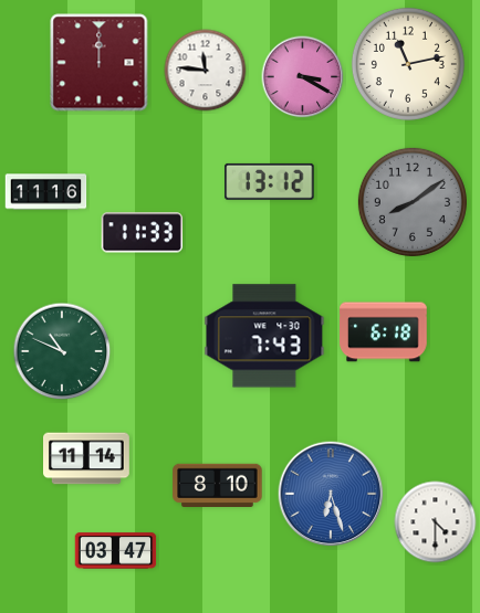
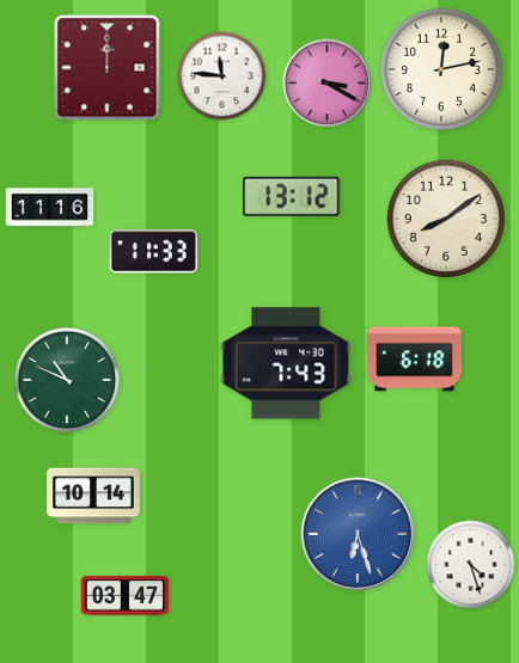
clock at (408, 64): 11:13 -> 12:13
clock at (413, 202) dial: grey -> cream
clock at (87, 458): 11:14 -> 10:14
clock at (218, 485): 8:10 -> none
clock at (436, 522): 4:30 -> 4:27
